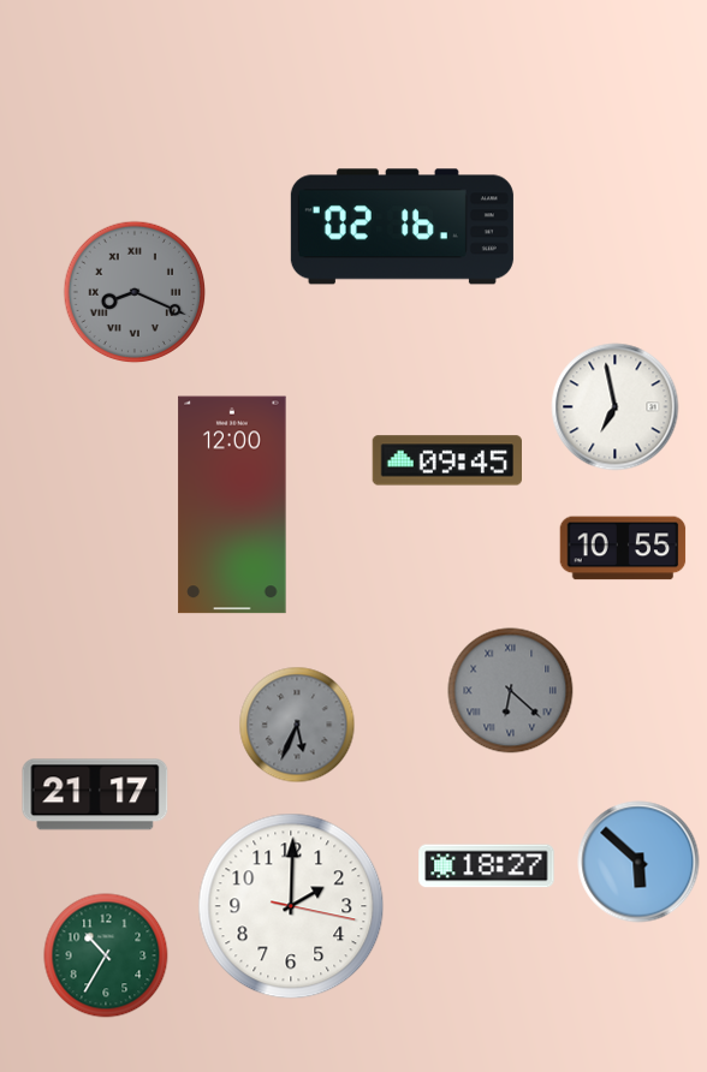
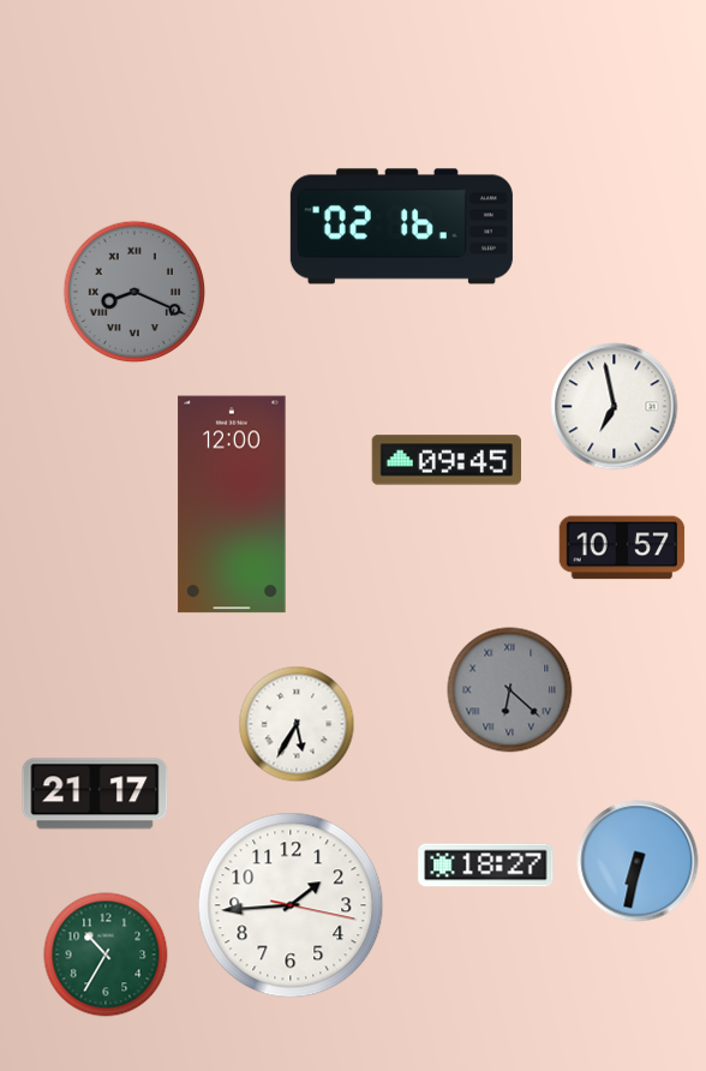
clock at (623, 548): 10:55 -> 10:57
clock at (297, 725): 5:34 -> 5:35
clock at (297, 725) dial: grey -> white
clock at (638, 862): 5:52 -> 6:32
clock at (291, 906): 2:00 -> 1:44
